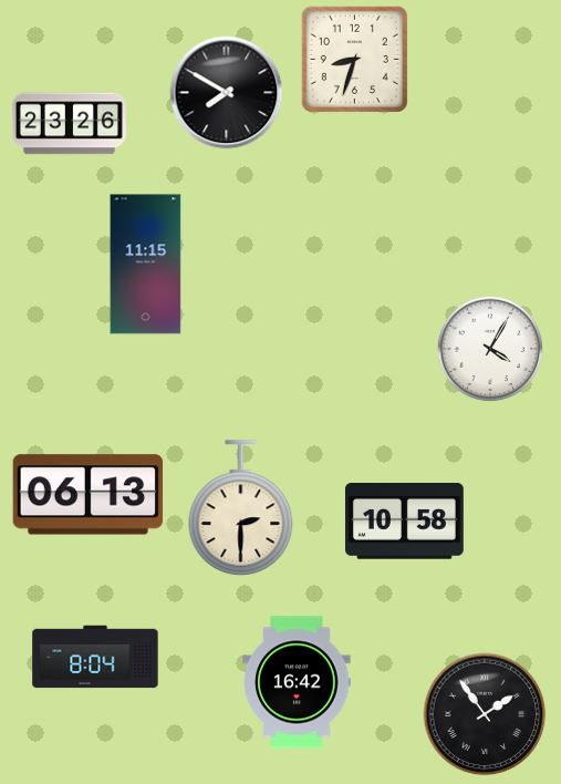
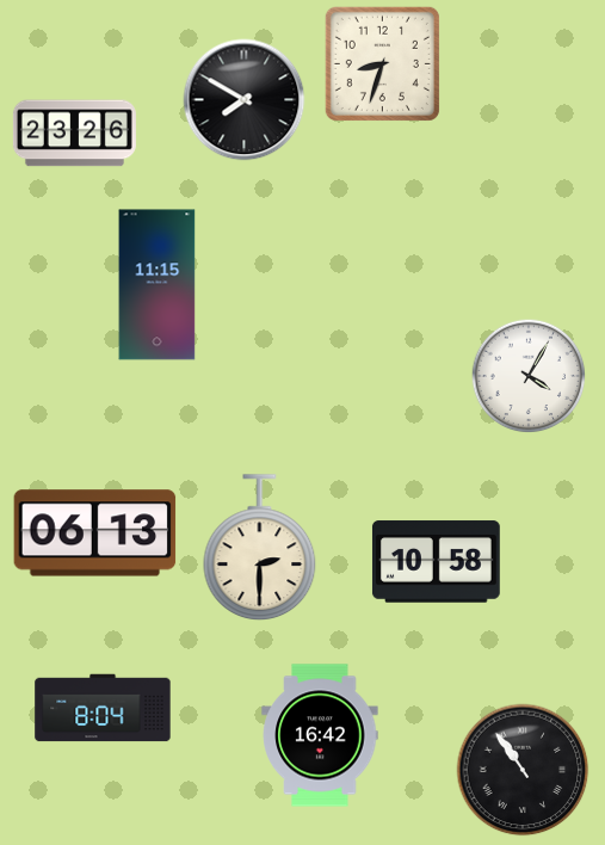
clock at (485, 714): 1:54 -> 10:54
